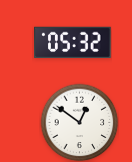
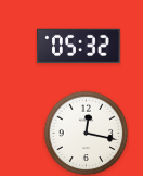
clock at (79, 122): 12:51 -> 12:17
